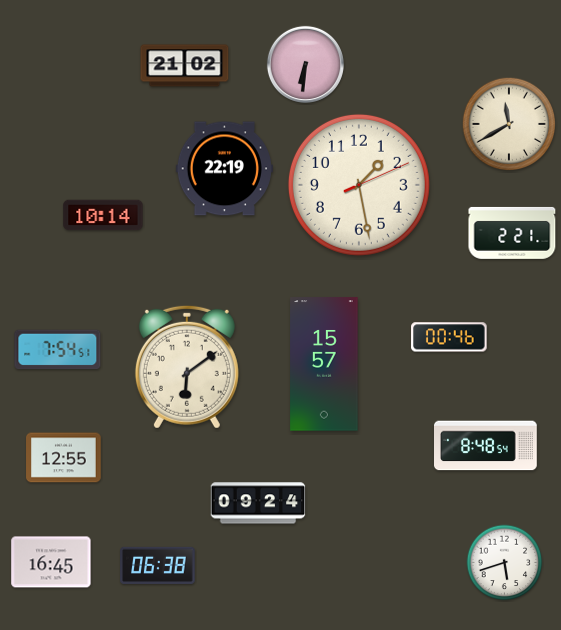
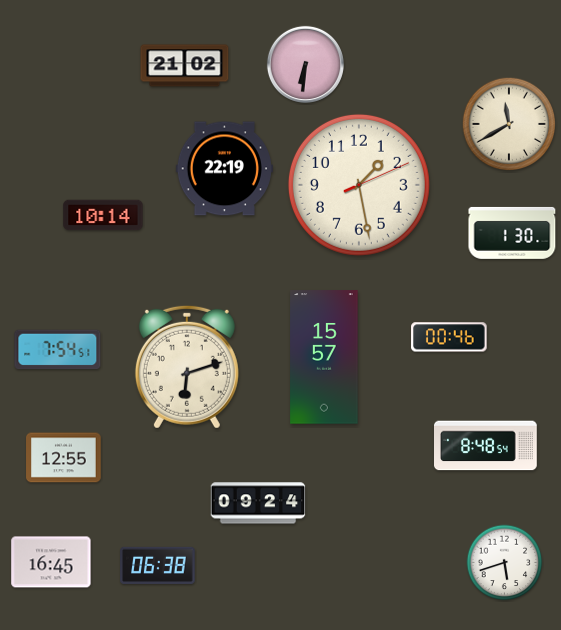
clock at (512, 233): 2:21 -> 1:30
clock at (324, 364) position: (324, 364) -> (324, 357)
clock at (187, 367): 6:09 -> 6:12
